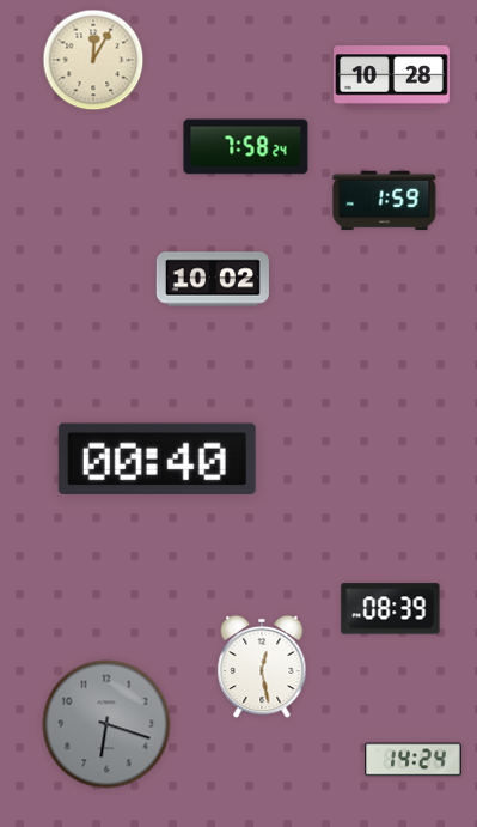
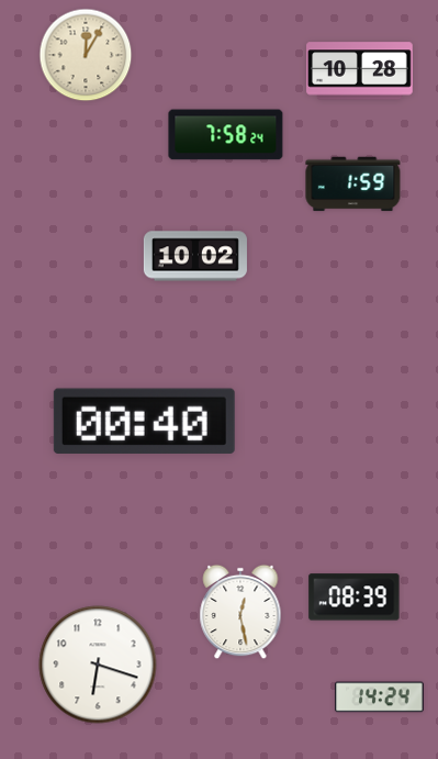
clock at (391, 609) position: (391, 609) -> (355, 598)
clock at (106, 724) dial: grey -> white
